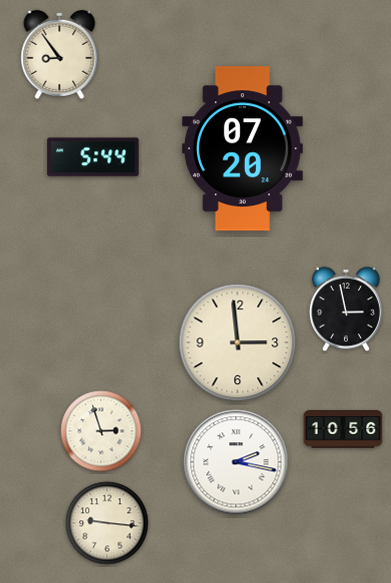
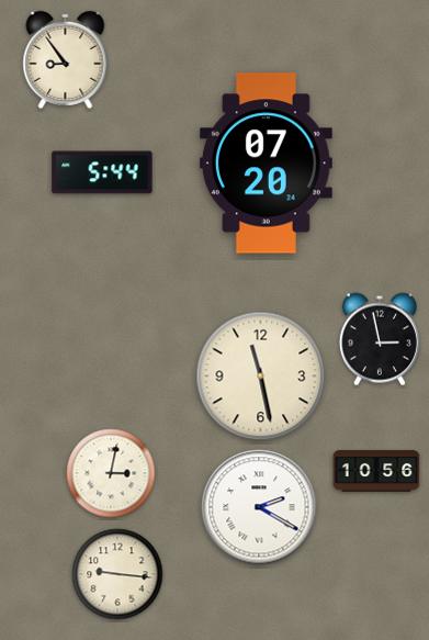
clock at (238, 343): 2:59 -> 11:28
clock at (101, 431): 2:57 -> 3:02
clock at (236, 462): 2:17 -> 2:20
